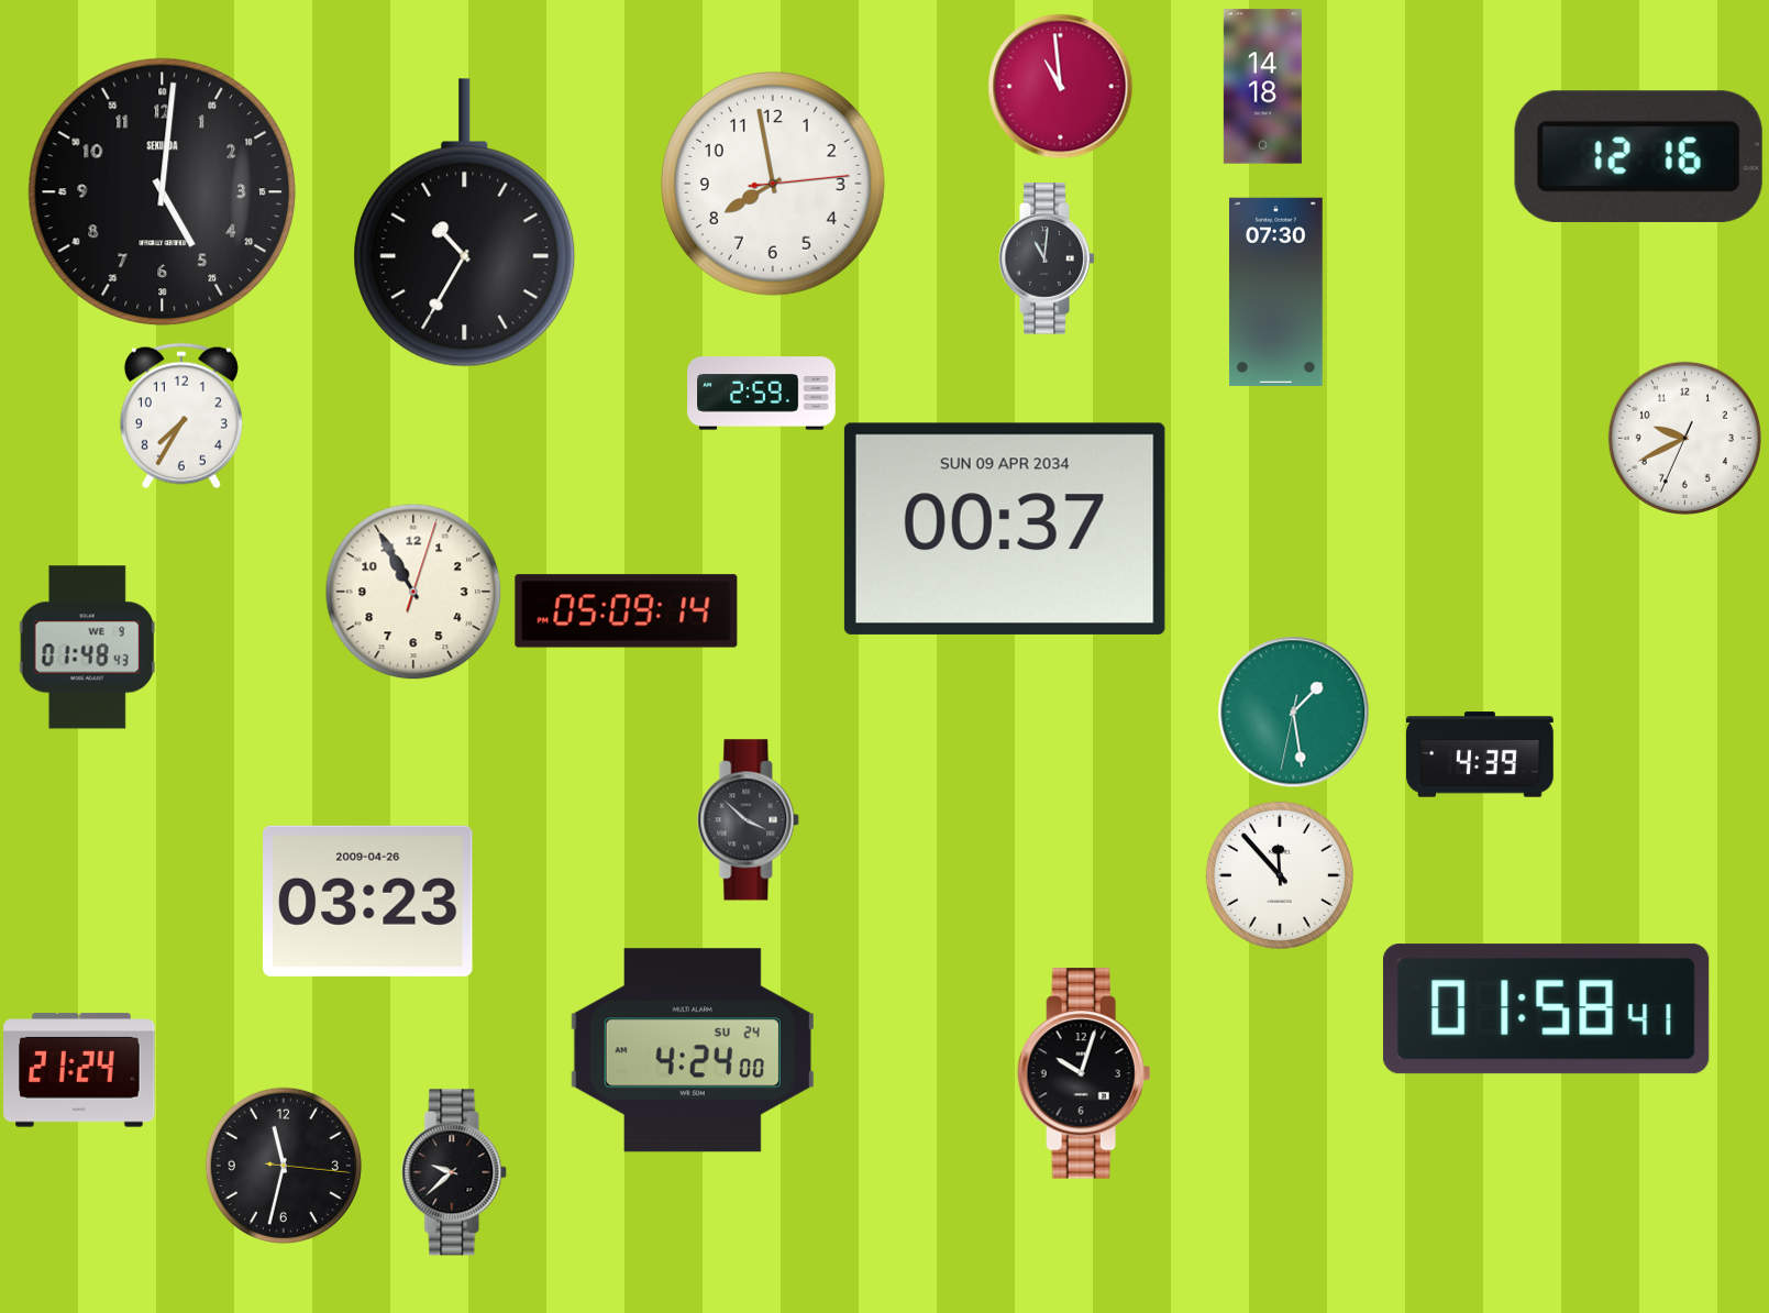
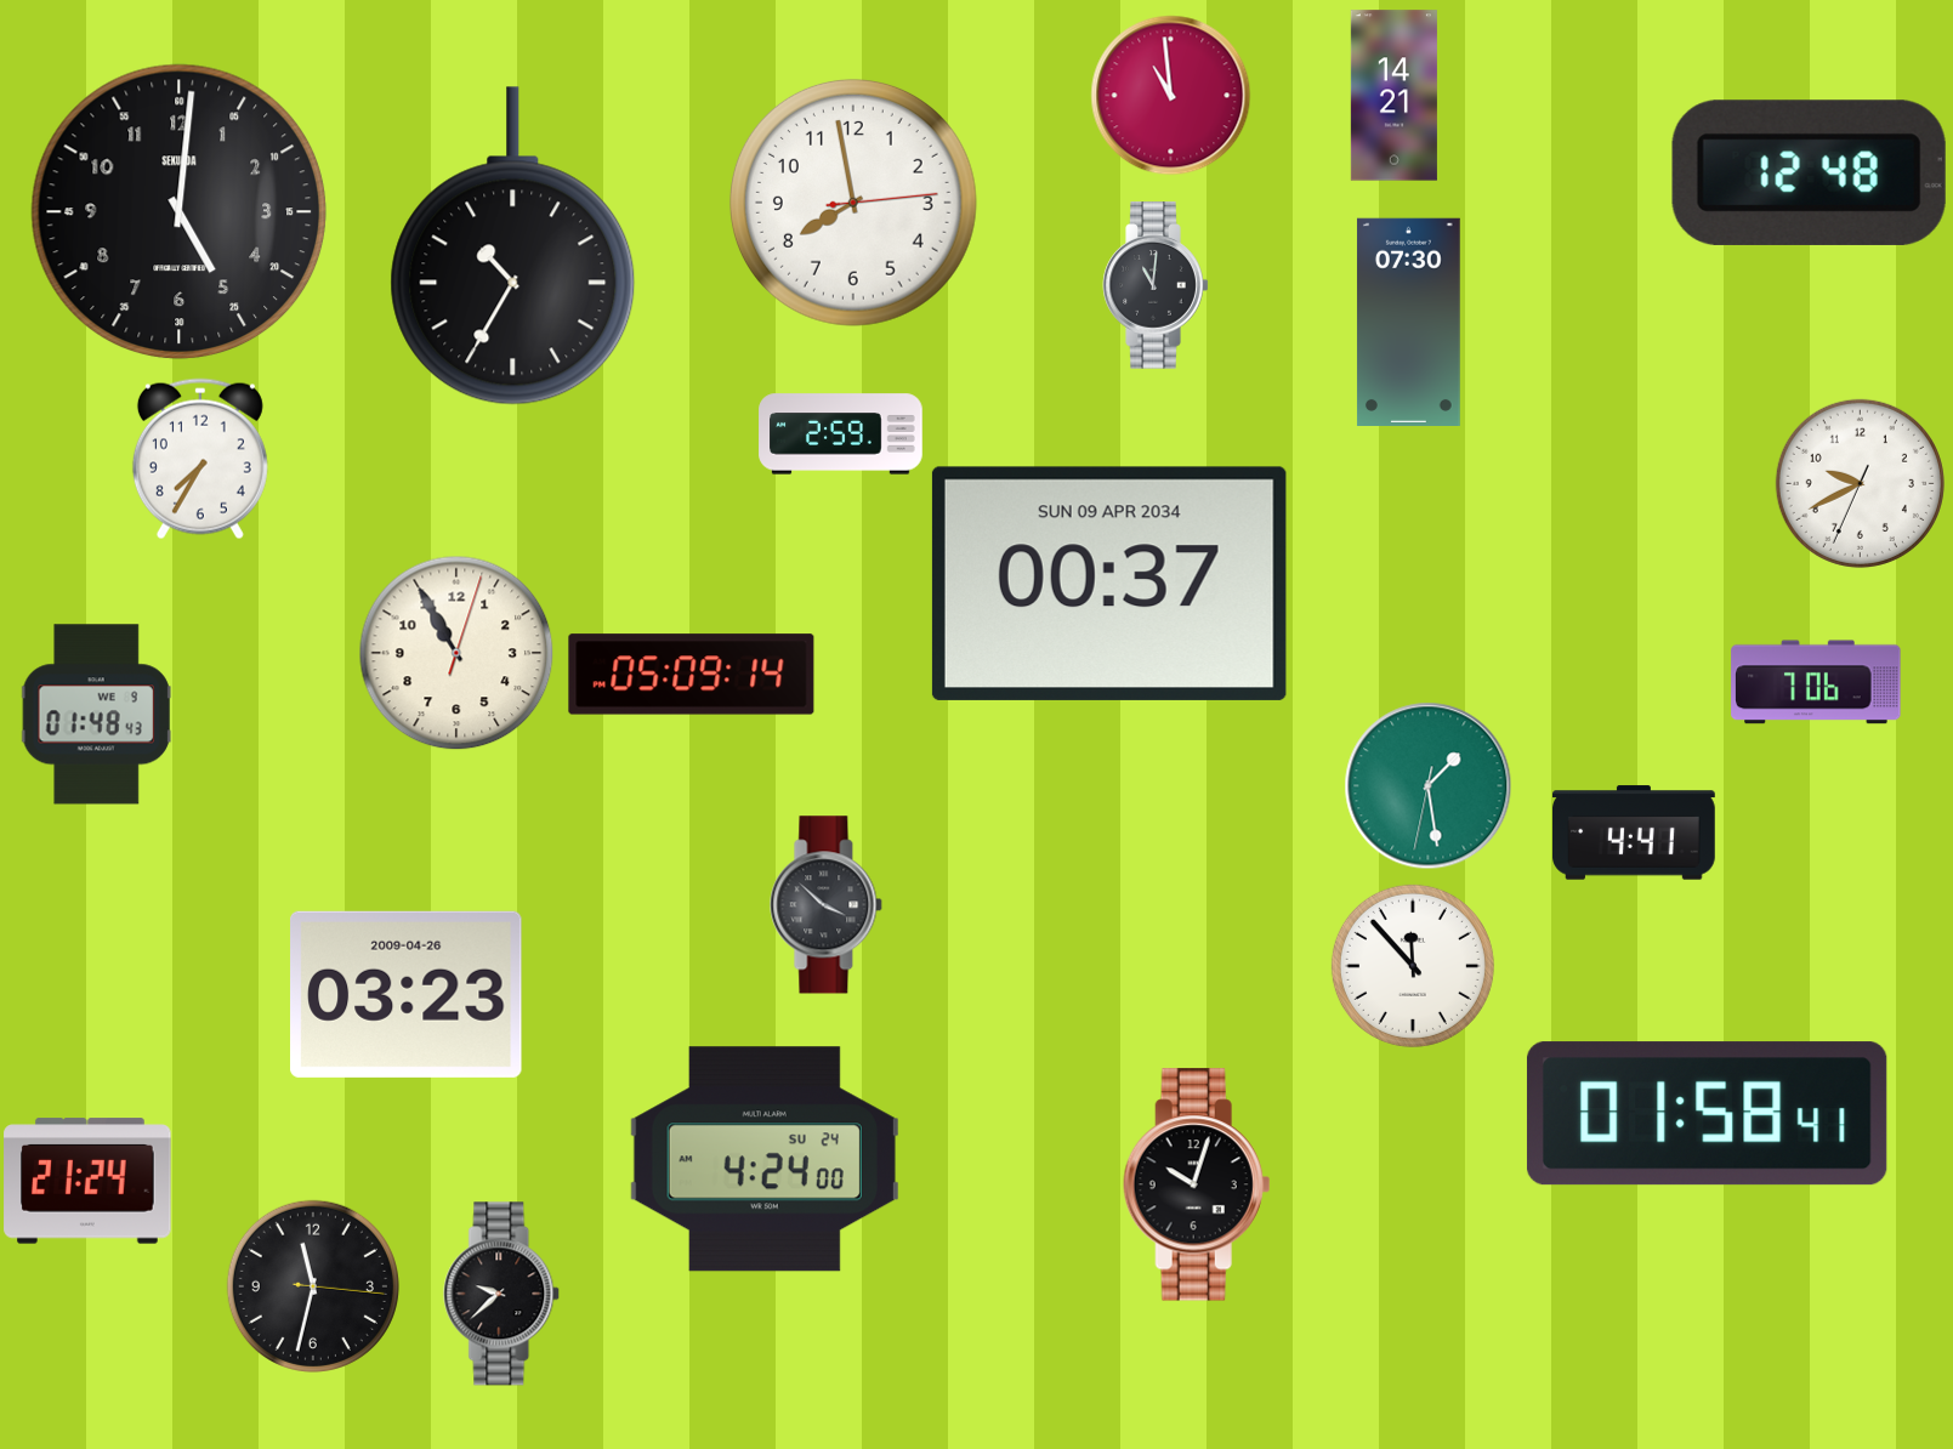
clock at (1262, 87): 14:18 -> 14:21
clock at (1638, 156): 12:16 -> 12:48
clock at (1816, 682): none -> 7:06
clock at (1481, 754): 4:39 -> 4:41
